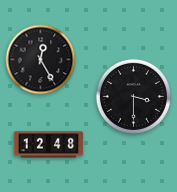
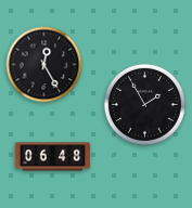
clock at (133, 96): 3:30 -> 1:55
clock at (49, 145): 12:48 -> 06:48
